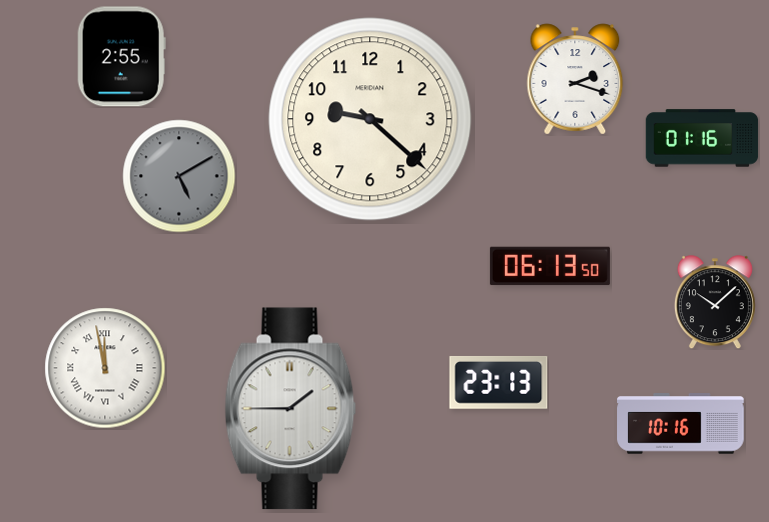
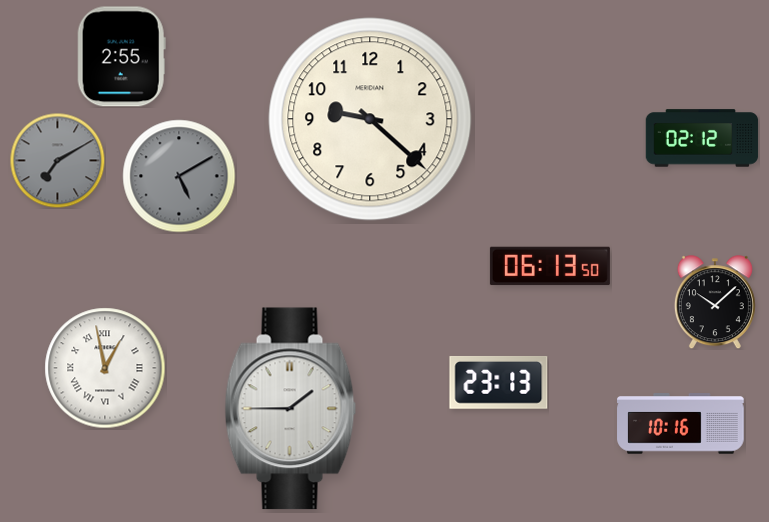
clock at (575, 79): 2:18 -> none
clock at (702, 138): 01:16 -> 02:12
clock at (57, 160): none -> 7:10
clock at (105, 368): 11:58 -> 12:58
